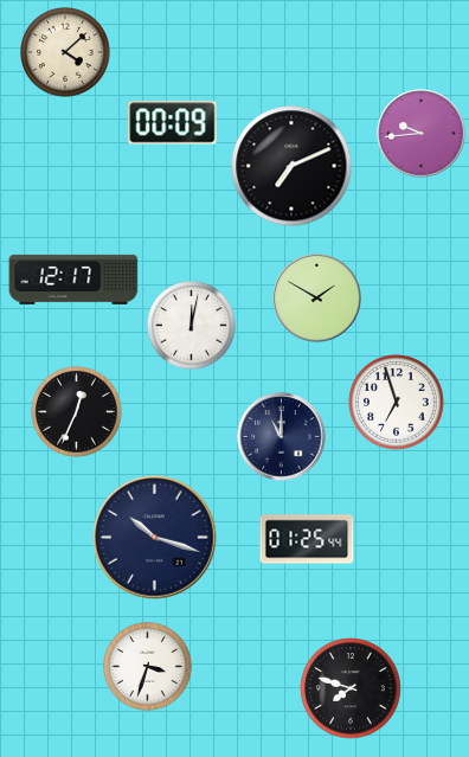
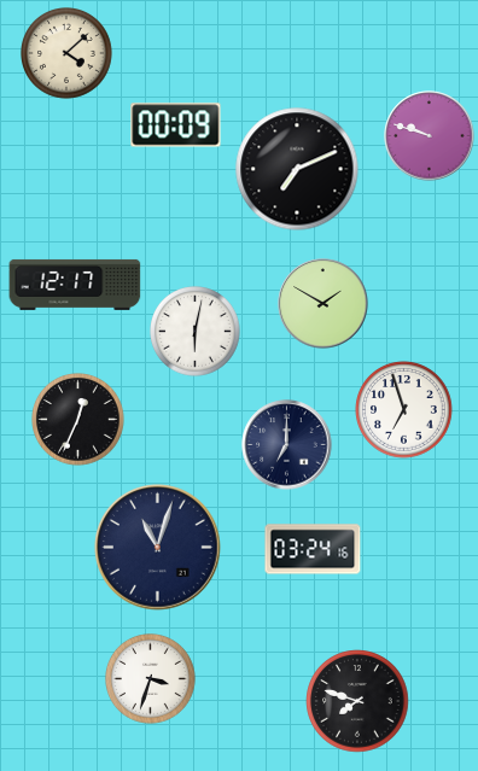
clock at (422, 134): 9:44 -> 9:48
clock at (192, 326): 12:02 -> 6:02
clock at (282, 437): 11:00 -> 7:00
clock at (155, 538): 10:18 -> 11:03
clock at (307, 539): 01:25 -> 03:24
